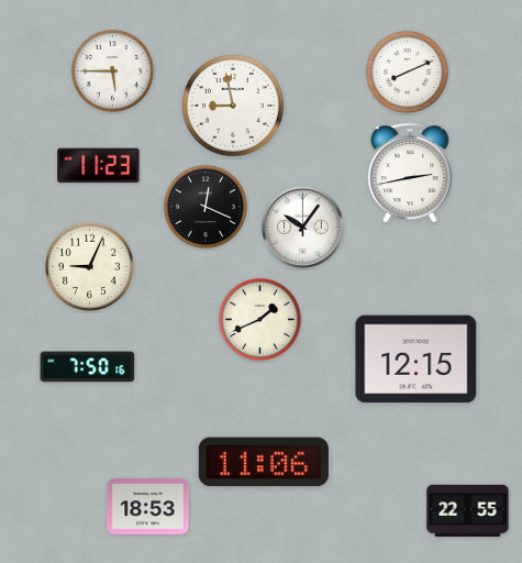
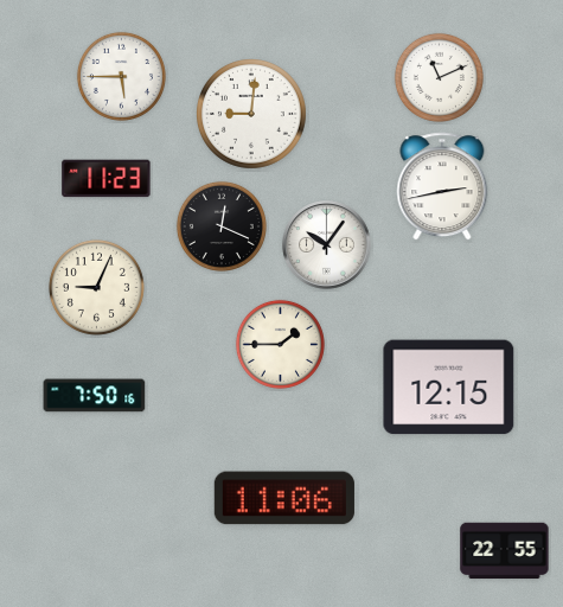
clock at (407, 71): 8:11 -> 11:11
clock at (234, 107): 8:58 -> 9:01
clock at (206, 207) position: (206, 207) -> (222, 226)
clock at (259, 319): 1:41 -> 1:45
clock at (148, 507): 18:53 -> none
